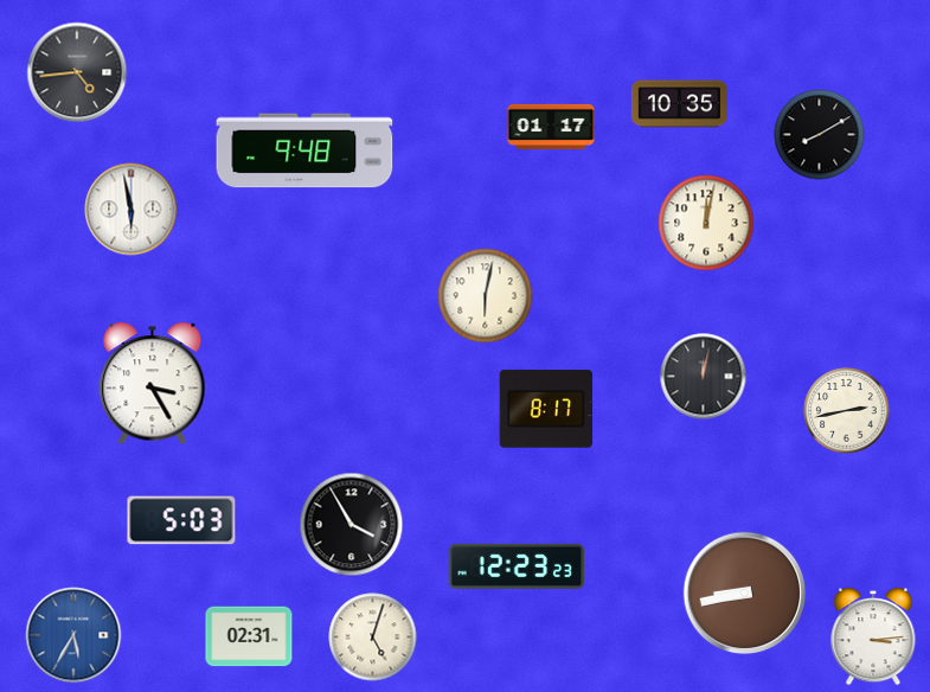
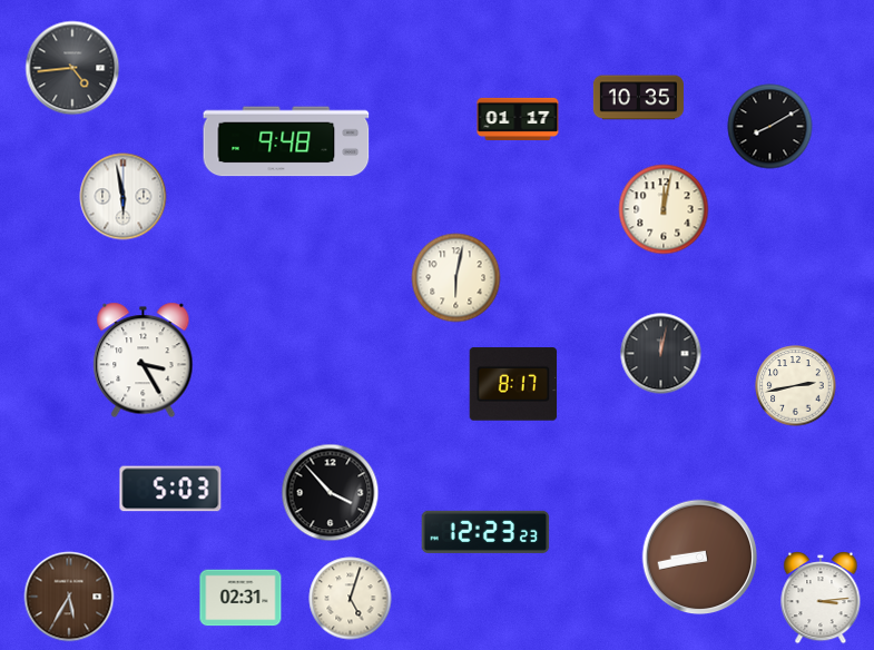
clock at (352, 525): 3:55 -> 3:53
clock at (73, 635) dial: blue -> brown
clock at (249, 636) position: (249, 636) -> (240, 598)
